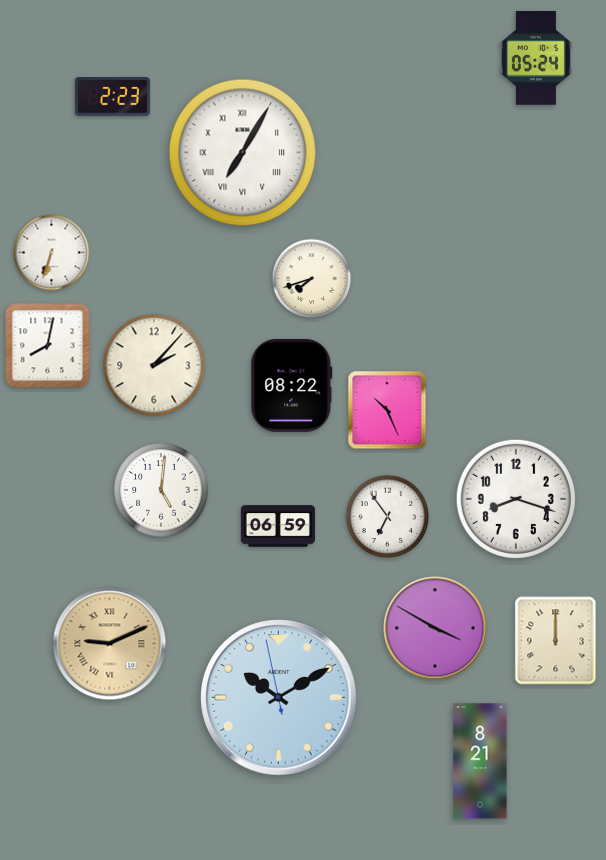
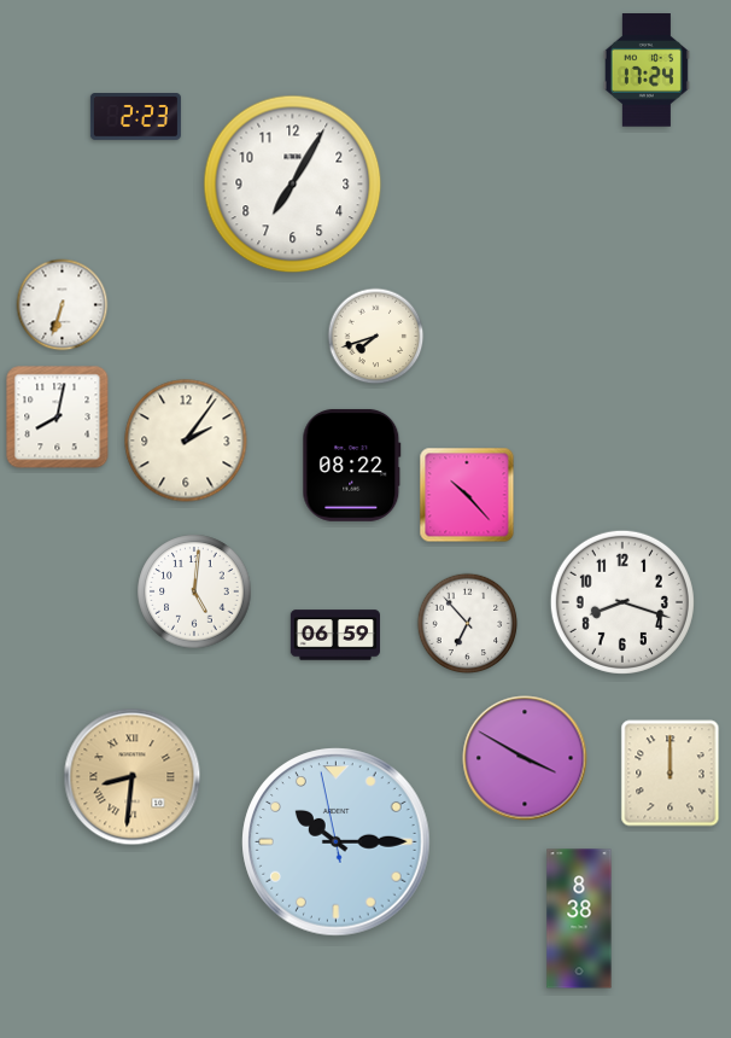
clock at (536, 59): 05:24 -> 17:24
clock at (243, 153) numerals: Roman -> Arabic
clock at (154, 365): 2:07 -> 2:06
clock at (387, 410): 10:26 -> 10:23
clock at (388, 517): 6:54 -> 6:53
clock at (110, 644): 9:11 -> 8:31
clock at (279, 698): 10:09 -> 10:14
clock at (480, 761): 8:21 -> 8:38
